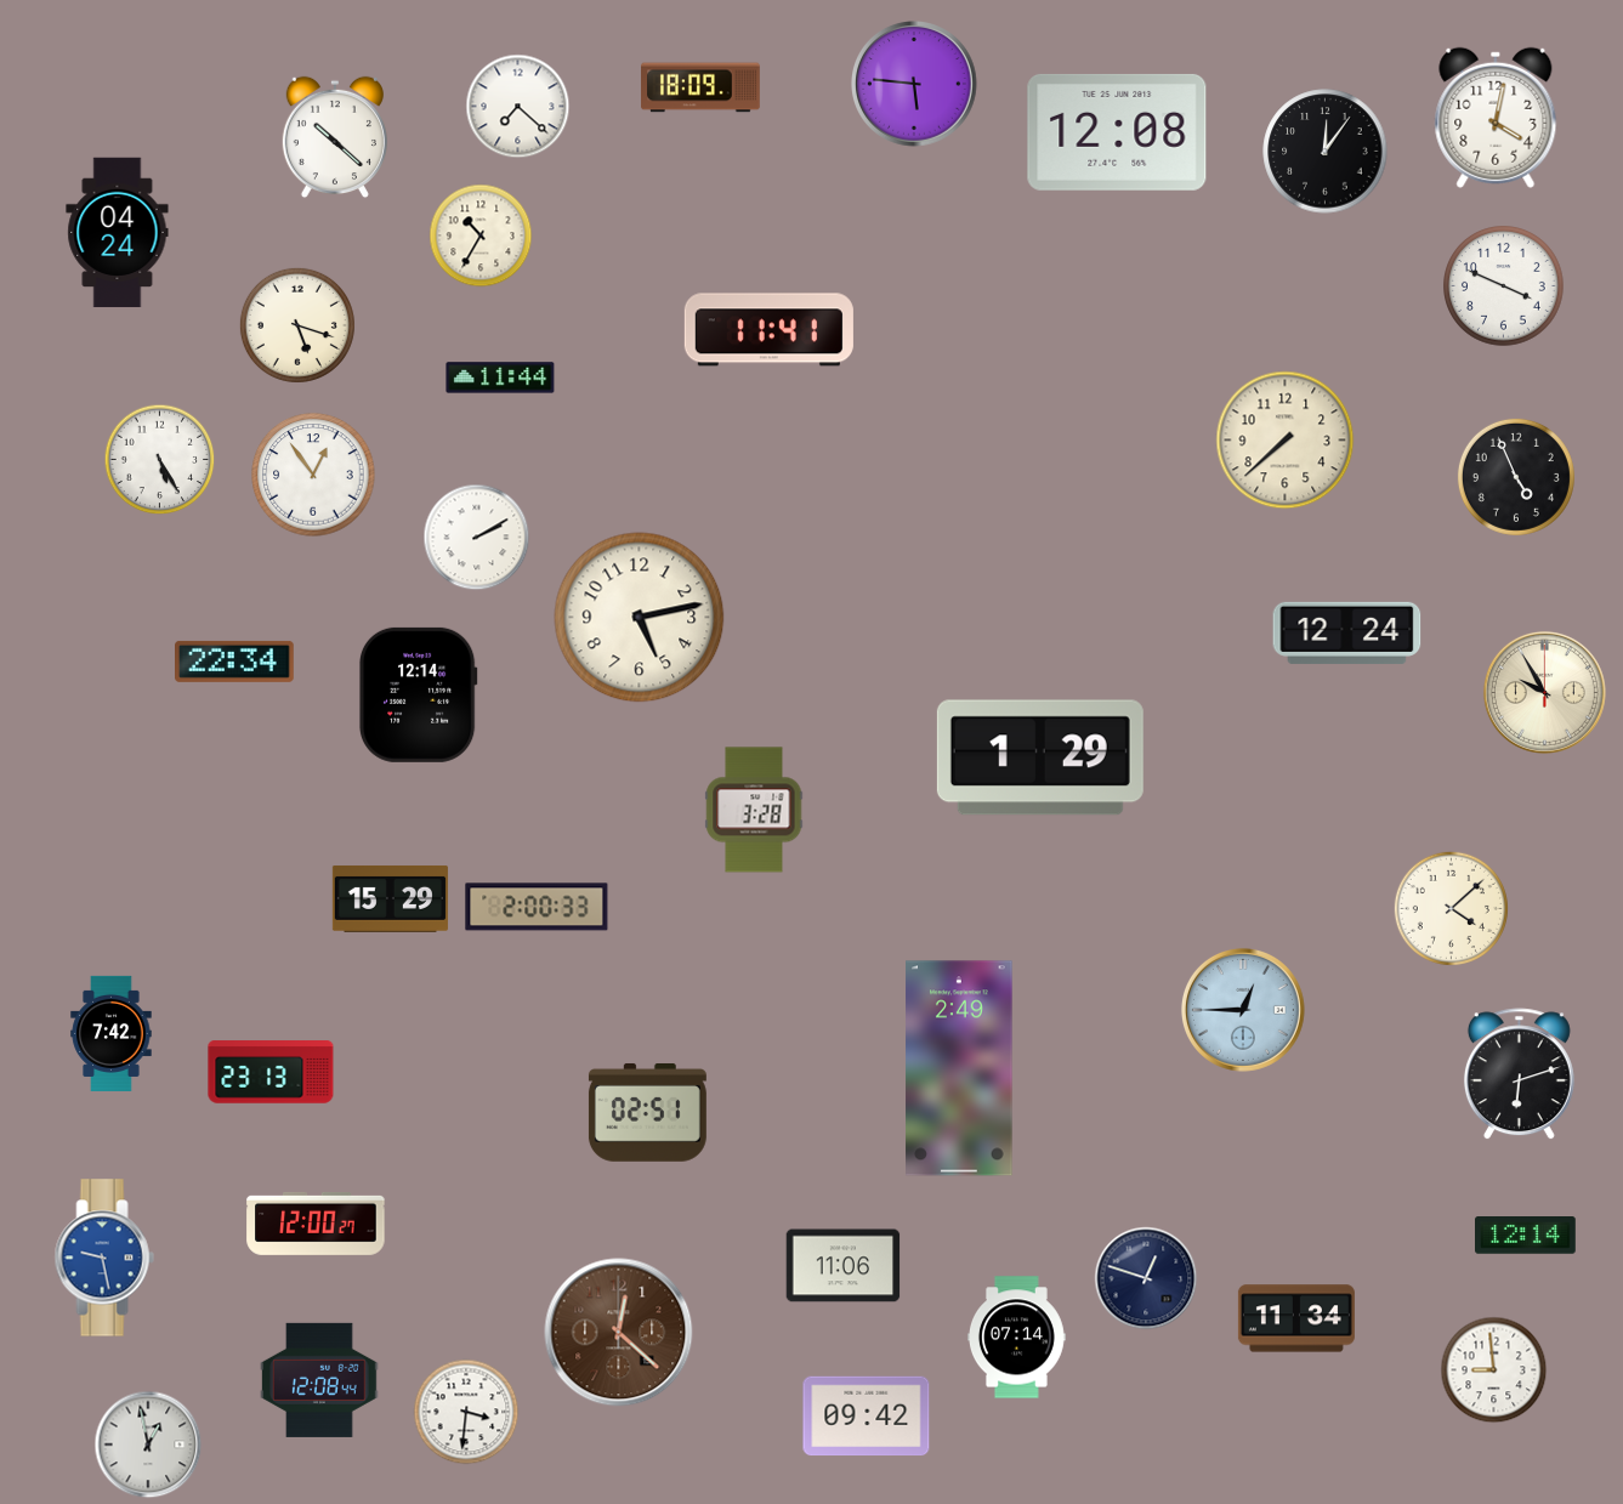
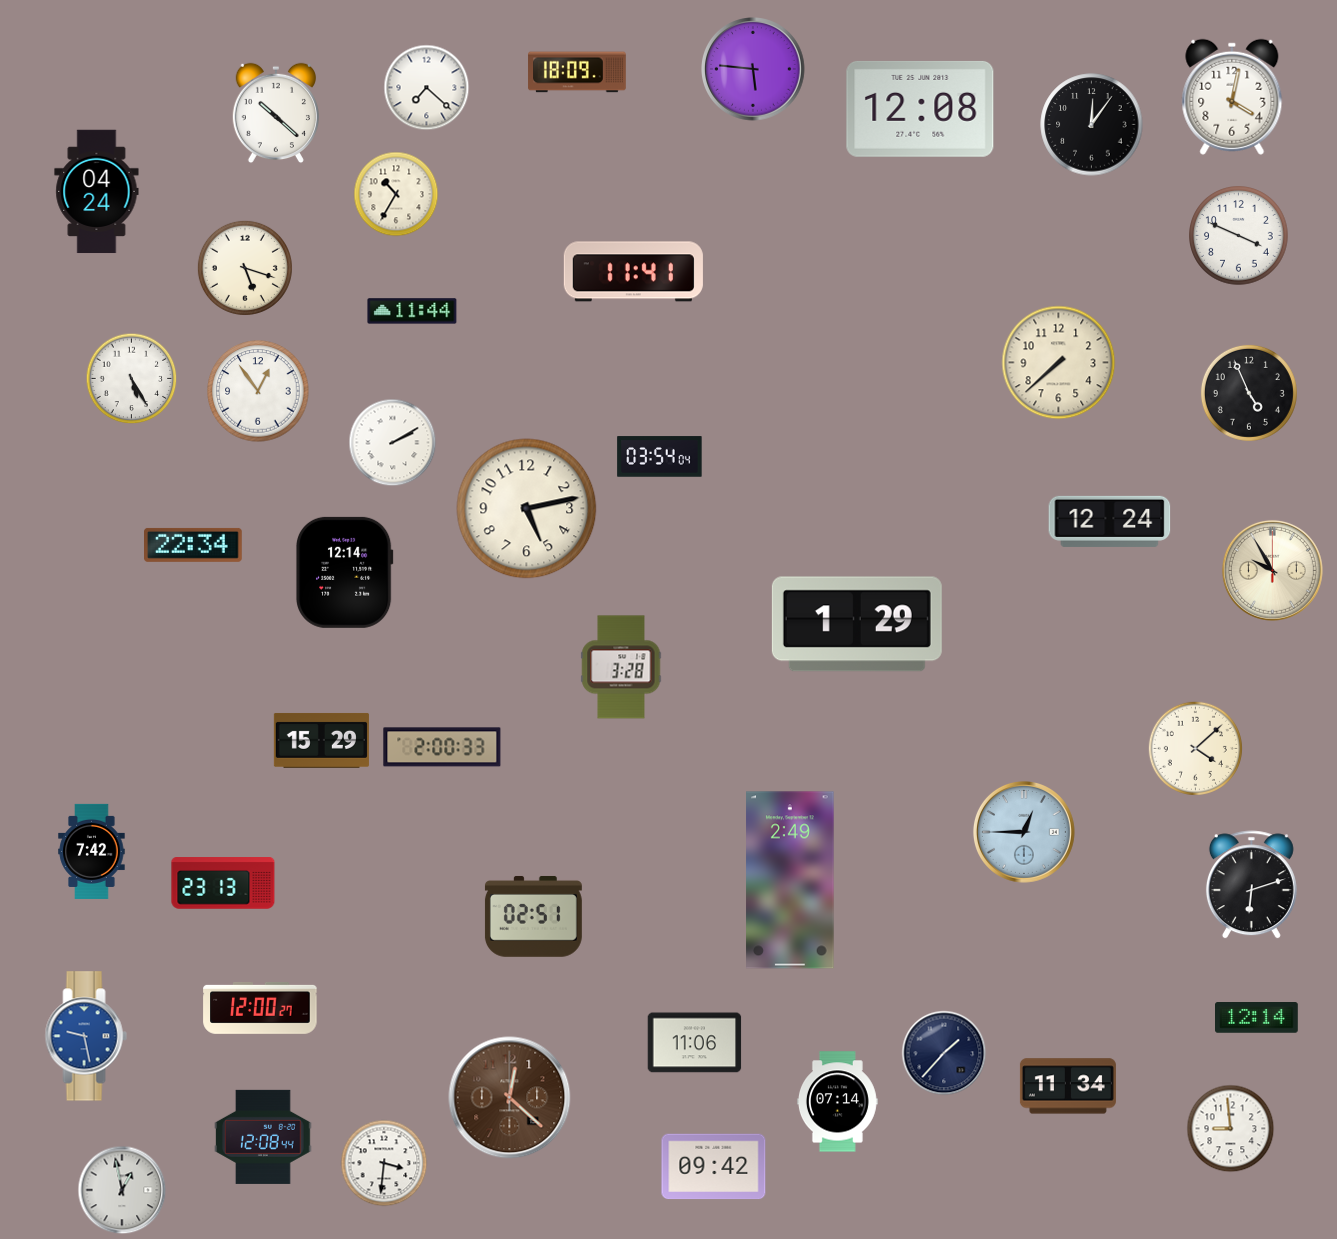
clock at (660, 457): none -> 03:54
clock at (1146, 1278): 12:48 -> 1:37
